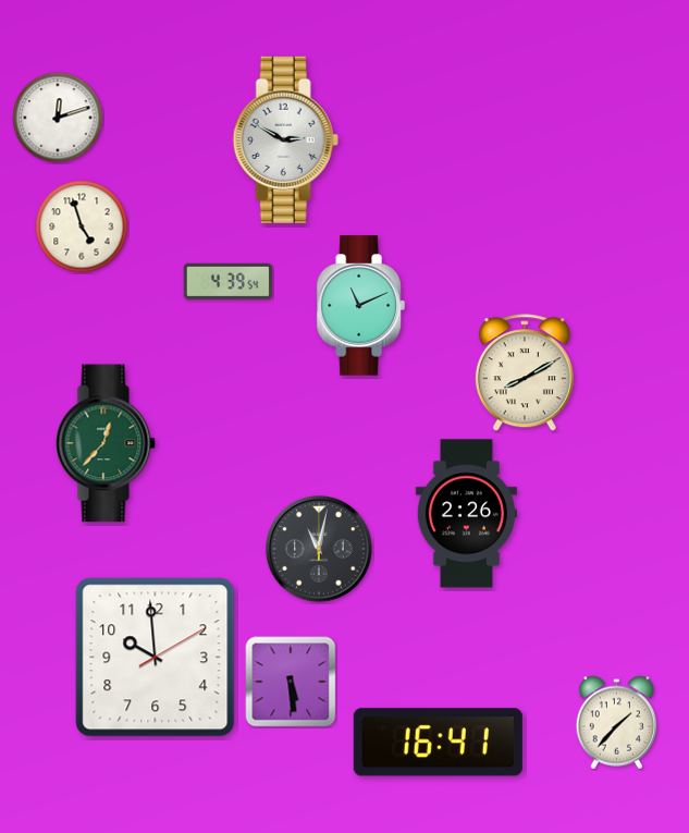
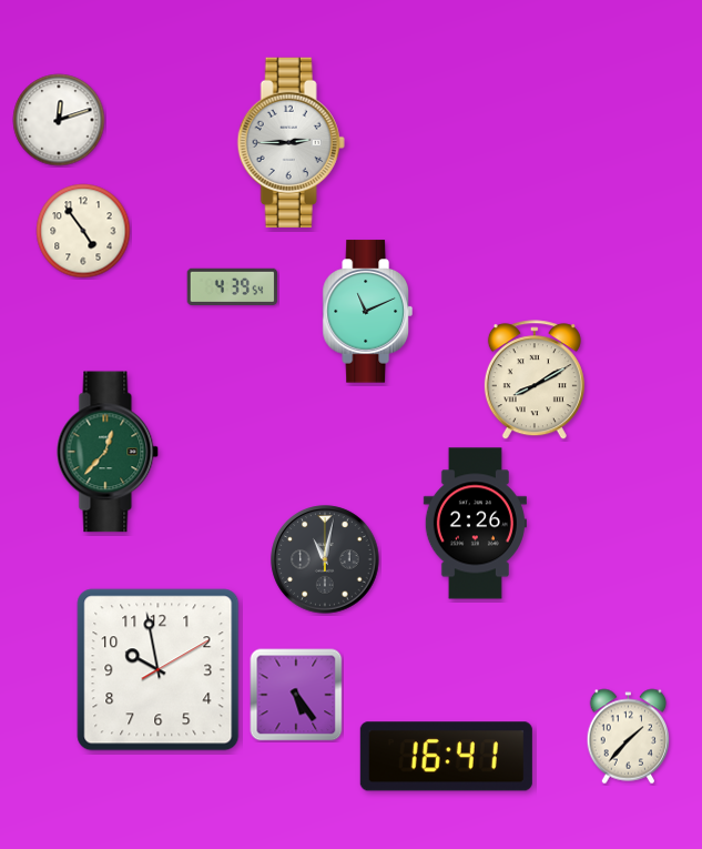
clock at (285, 139): 2:50 -> 2:45
clock at (82, 226): 4:57 -> 4:54
clock at (156, 658): 9:59 -> 9:58
clock at (291, 682): 5:29 -> 5:24
